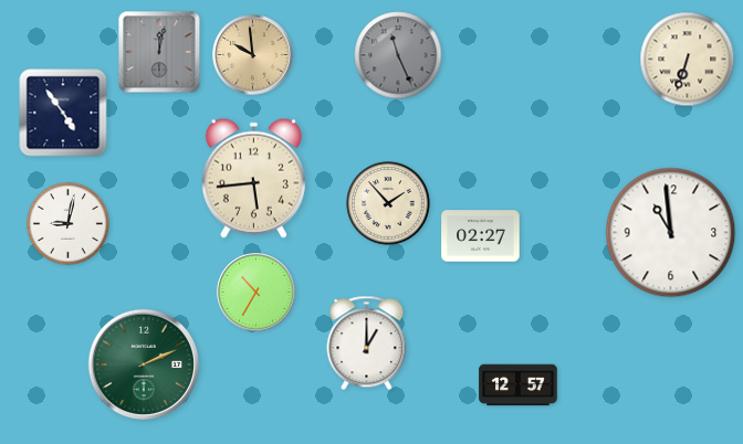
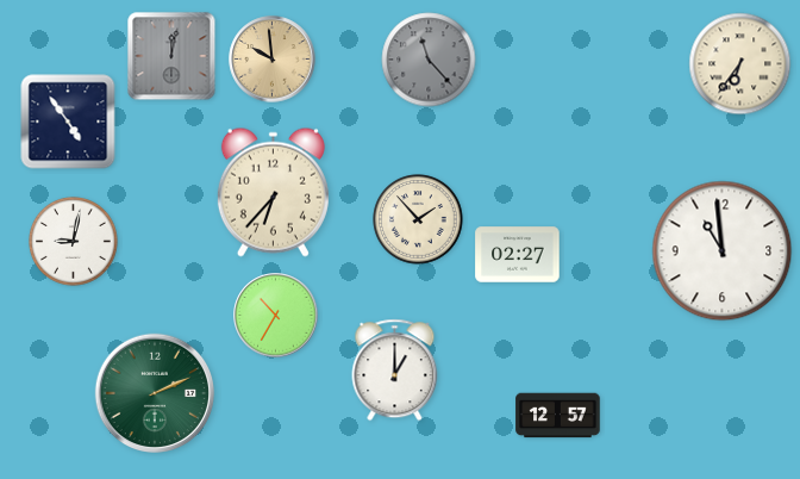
clock at (398, 55): 11:26 -> 11:23
clock at (688, 60): 6:33 -> 6:36
clock at (253, 178): 5:44 -> 6:37
